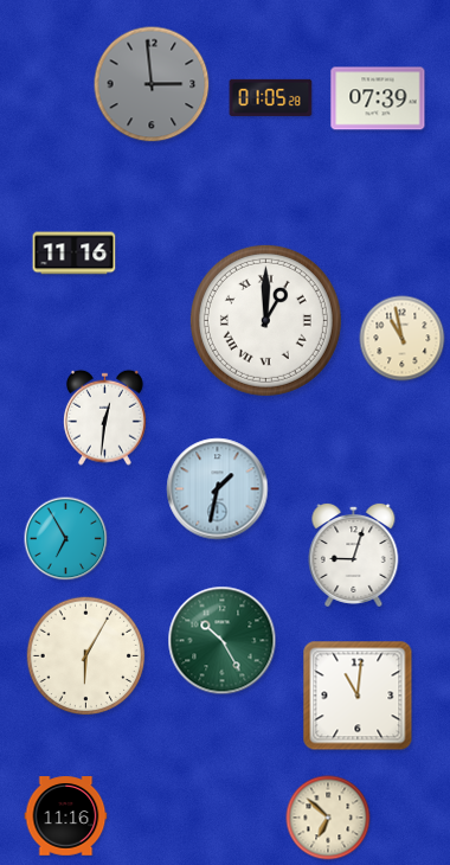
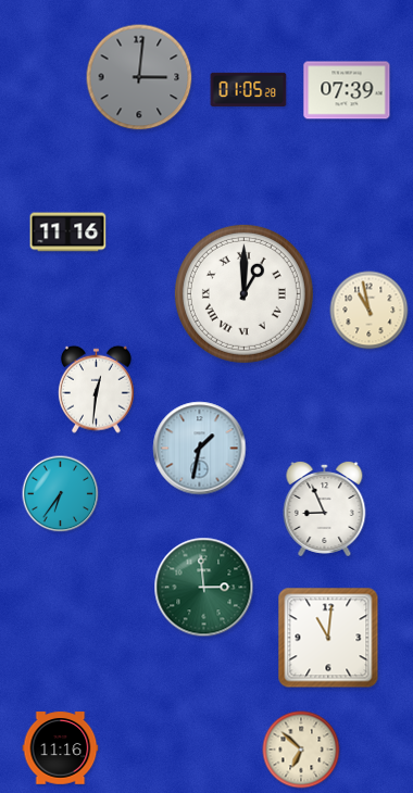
clock at (152, 84): 2:59 -> 3:01
clock at (104, 417) position: (104, 417) -> (96, 389)
clock at (66, 539): 6:55 -> 6:36
clock at (354, 555): 9:03 -> 8:56
clock at (223, 641): 10:25 -> 2:59
clock at (86, 656): 6:05 -> none
